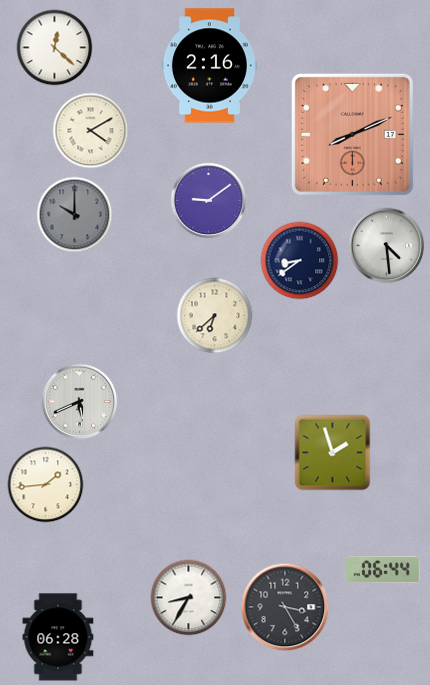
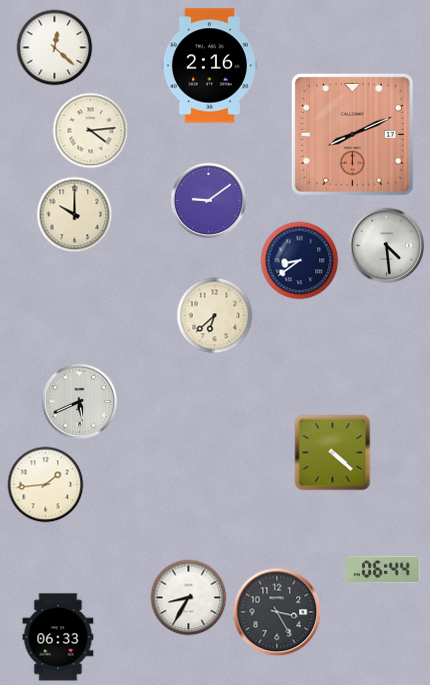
clock at (91, 131): 4:10 -> 4:14
clock at (75, 215) dial: grey -> cream
clock at (333, 453): 1:57 -> 4:22
clock at (285, 607) position: (285, 607) -> (277, 612)
clock at (58, 637): 06:28 -> 06:33
